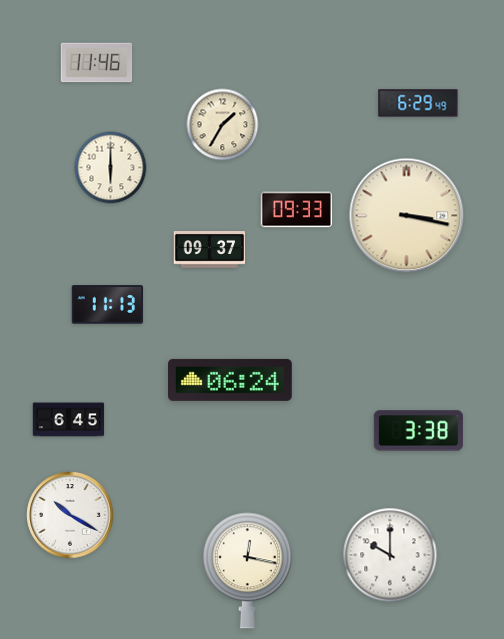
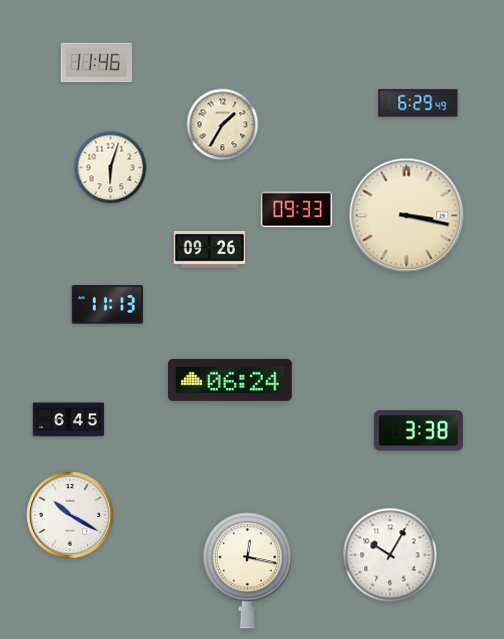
clock at (111, 168): 6:00 -> 6:03
clock at (210, 250): 09:37 -> 09:26
clock at (390, 555): 10:00 -> 10:05
